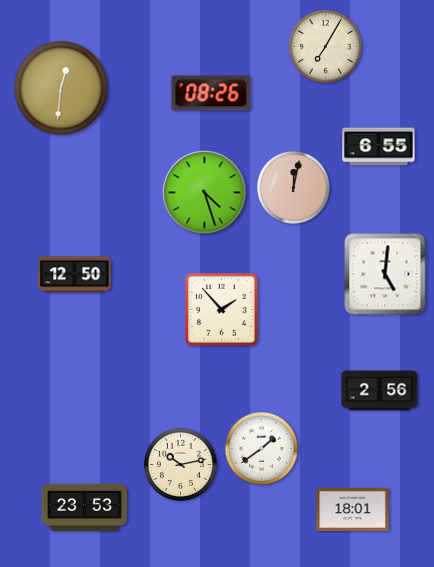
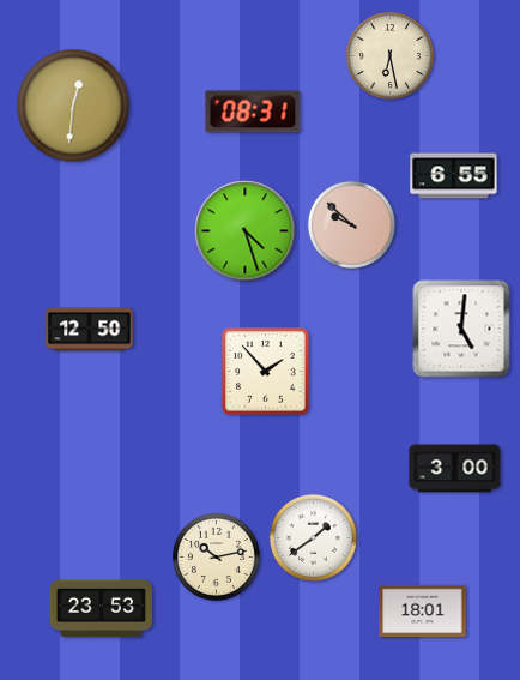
clock at (325, 46): 7:05 -> 6:28
clock at (211, 93): 08:26 -> 08:31
clock at (293, 187): 12:02 -> 9:52
clock at (380, 391): 2:56 -> 3:00
